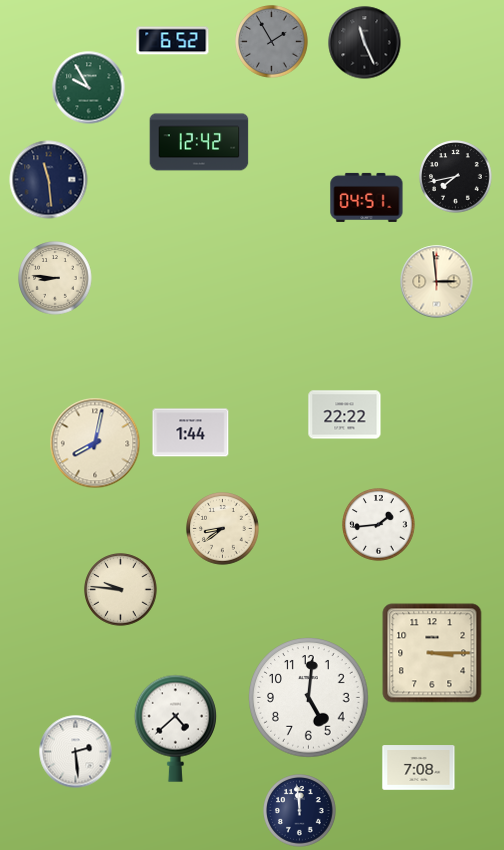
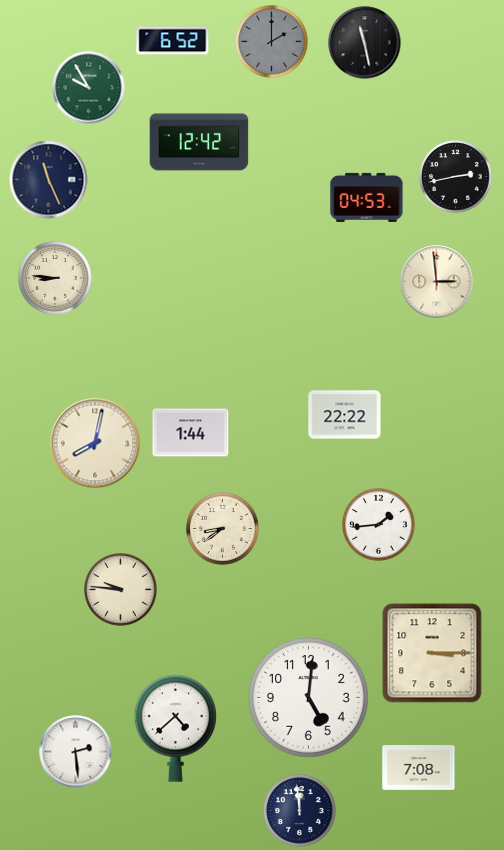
clock at (272, 42): 1:55 -> 2:00
clock at (365, 43): 11:26 -> 11:28
clock at (456, 177): 7:43 -> 2:43
clock at (49, 180): 11:29 -> 11:26
clock at (367, 197): 04:51 -> 04:53
